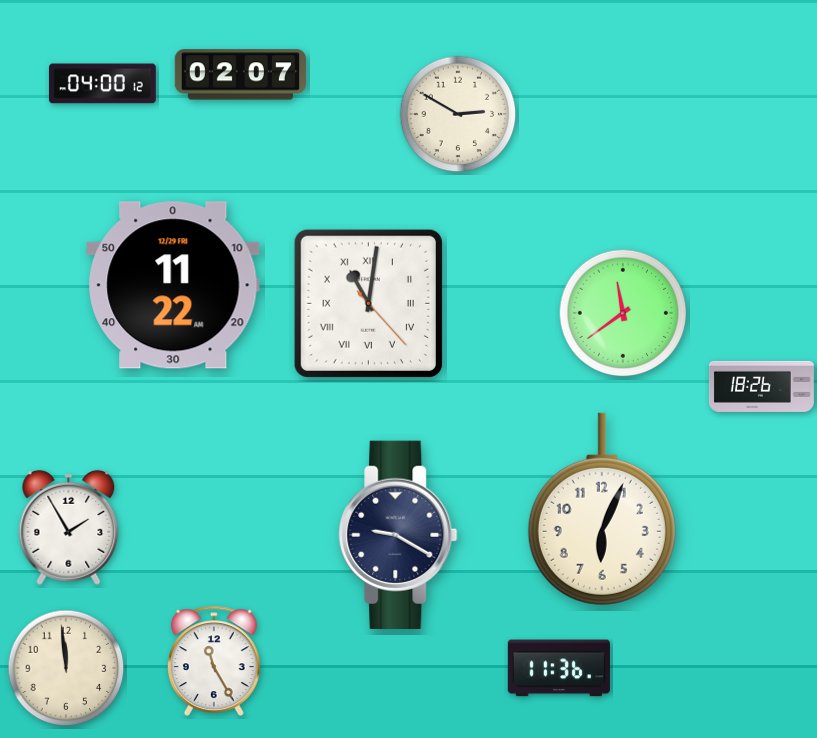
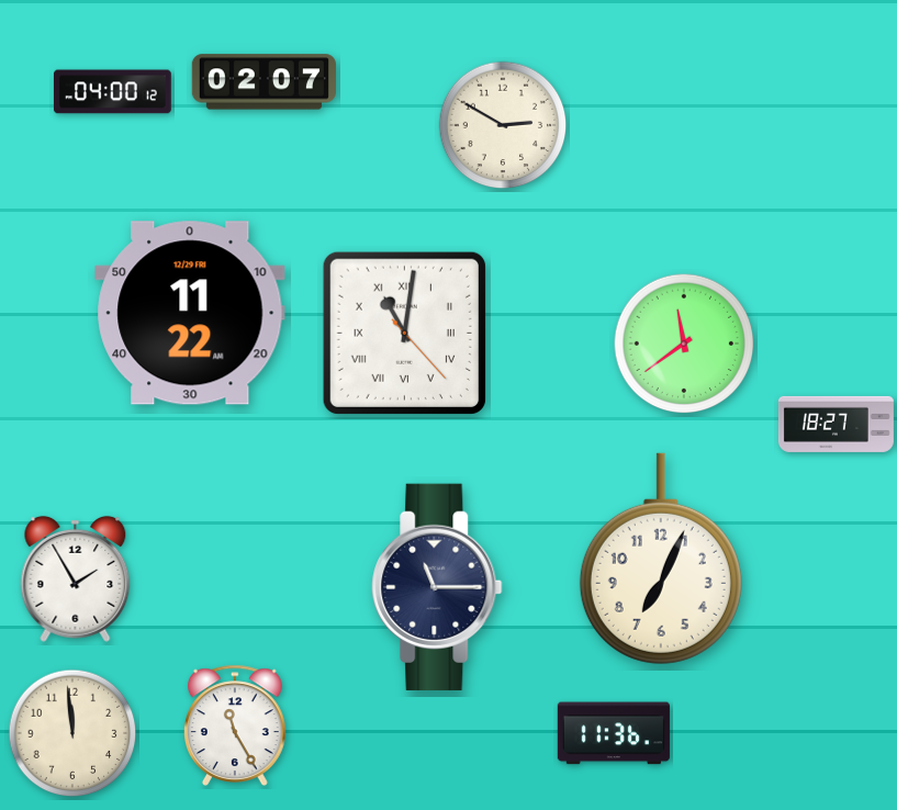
clock at (761, 386): 18:26 -> 18:27
clock at (602, 509): 6:04 -> 7:04
clock at (398, 535): 9:20 -> 11:15
